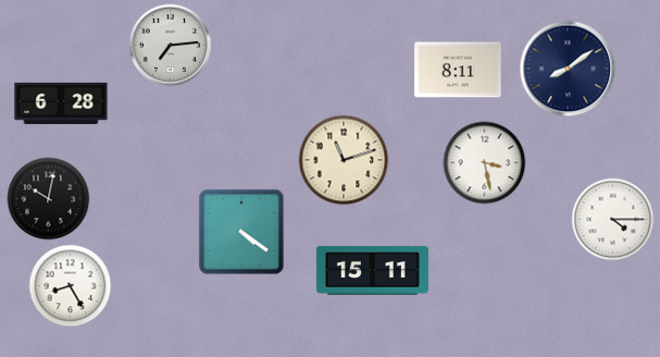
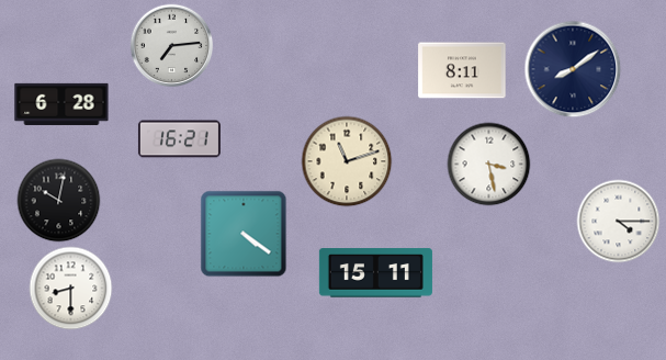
clock at (179, 139): none -> 16:21
clock at (49, 199) position: (49, 199) -> (59, 201)
clock at (71, 286): 8:25 -> 8:30
